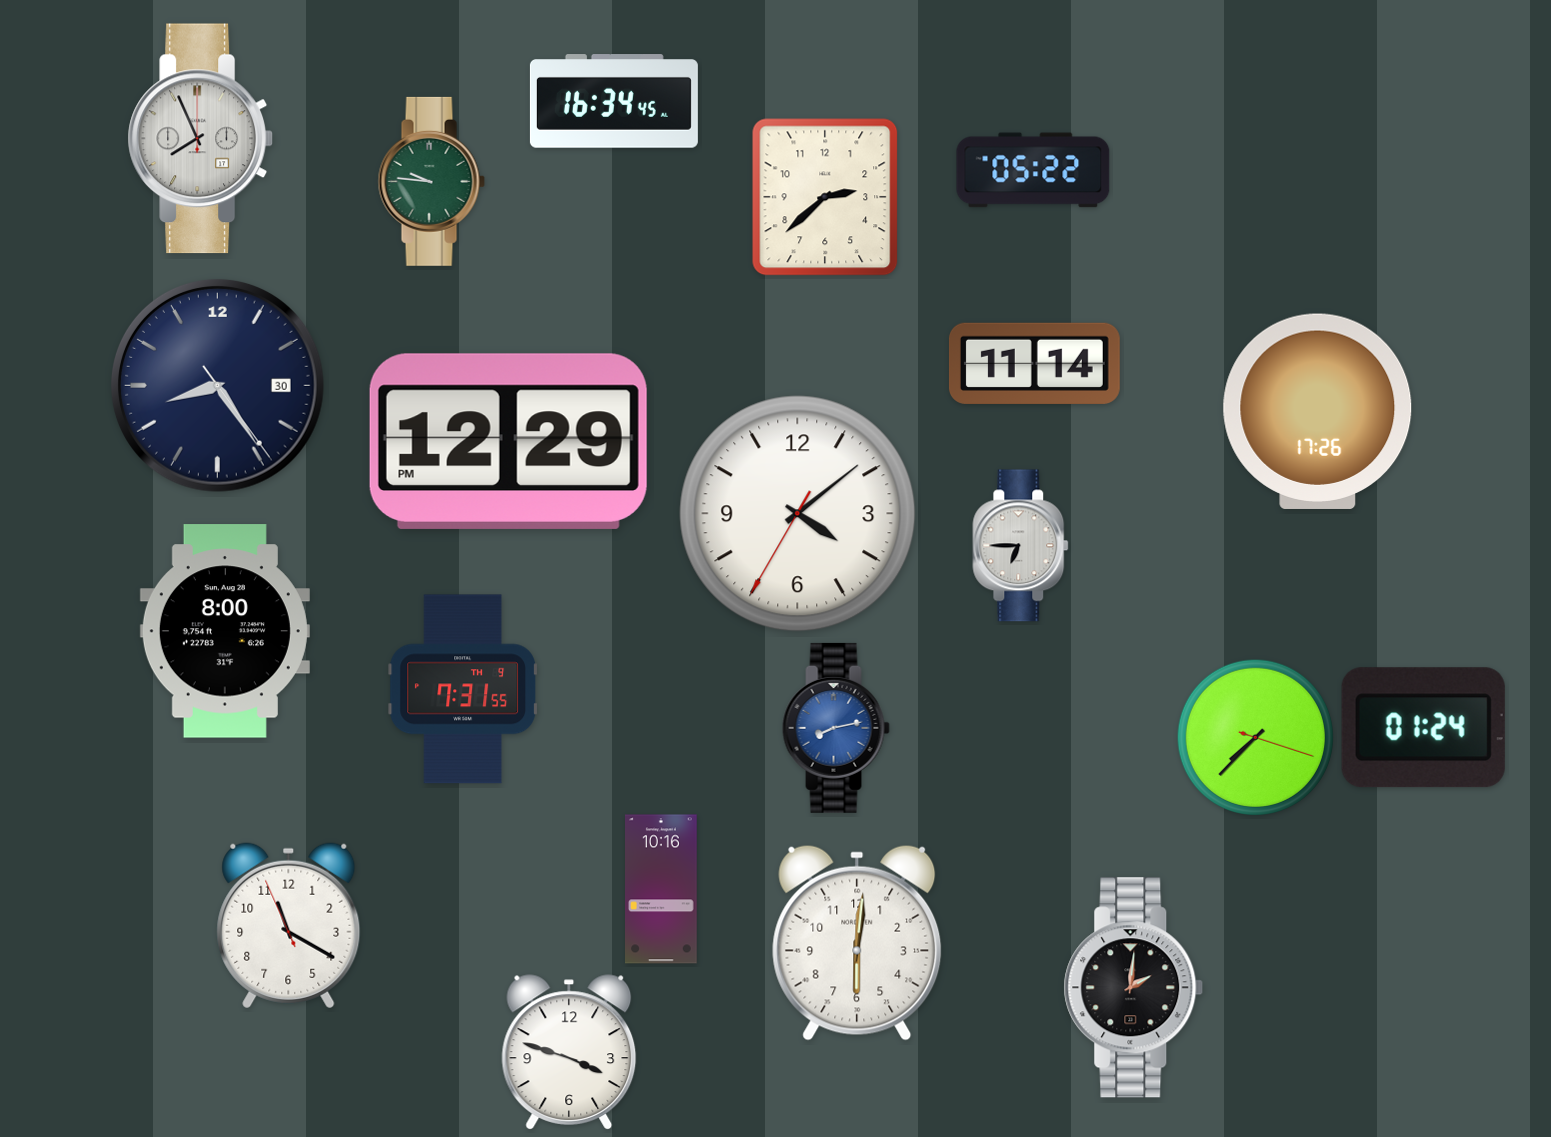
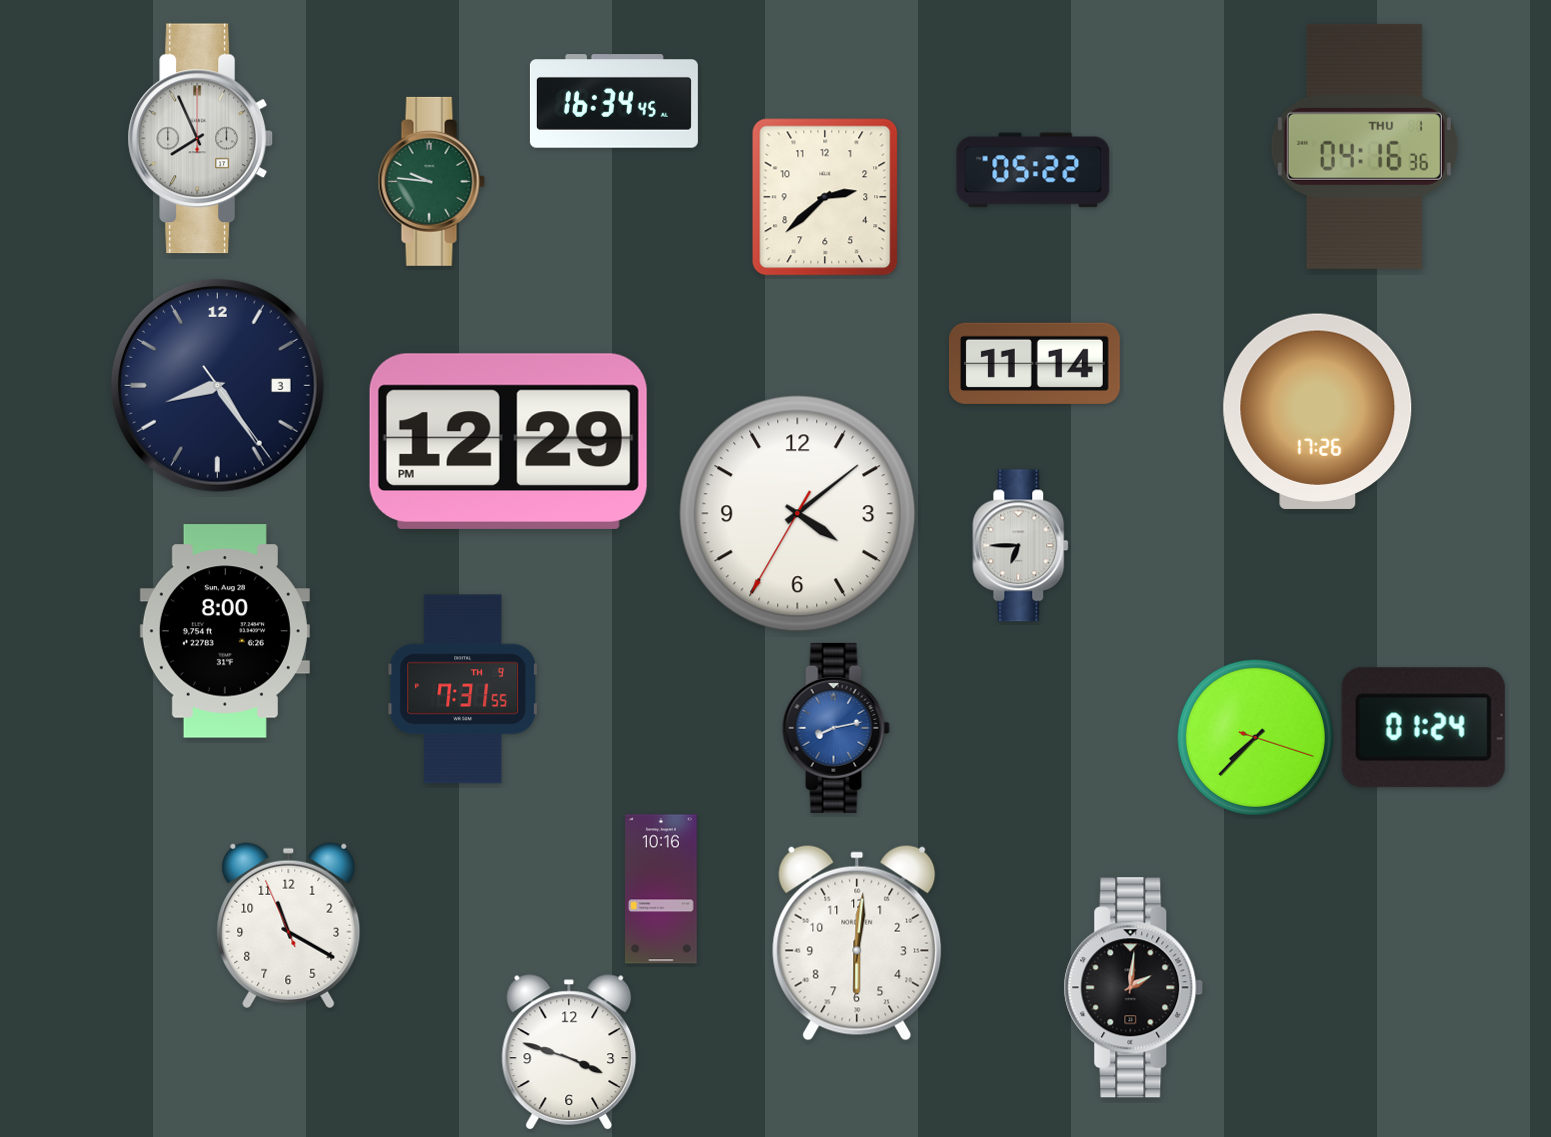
clock at (1364, 146): none -> 04:16
clock at (217, 385) date: 30 -> 3
